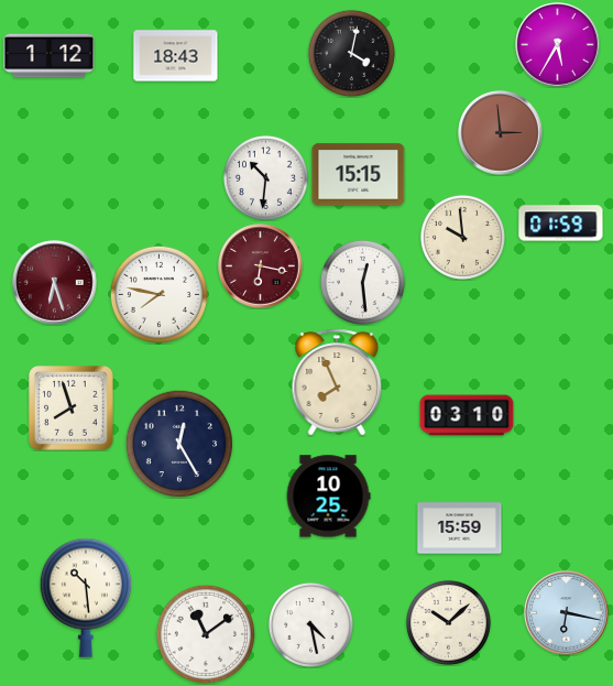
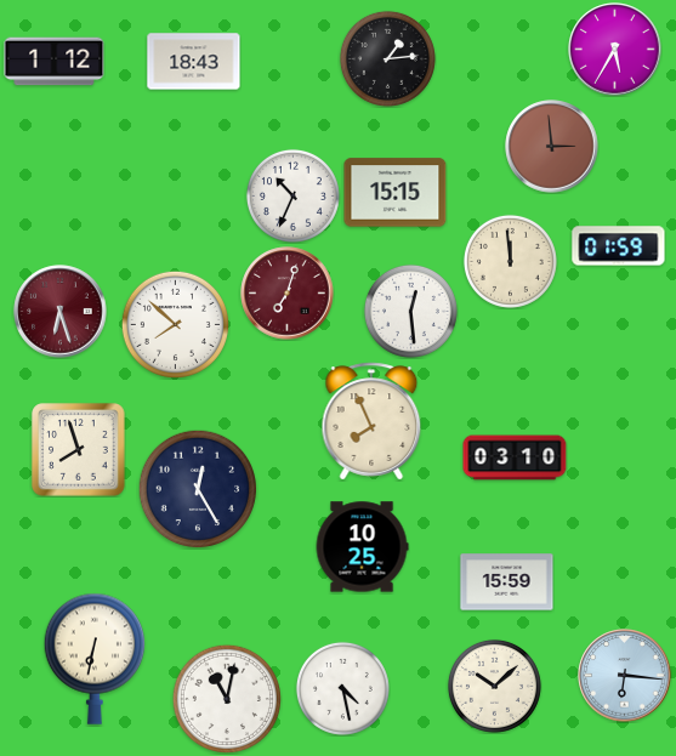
clock at (351, 53): 4:02 -> 1:14
clock at (265, 177): 10:31 -> 10:34
clock at (462, 237): 9:59 -> 11:59
clock at (261, 266): 6:17 -> 7:03
clock at (362, 282) position: (362, 282) -> (410, 311)
clock at (158, 294): 7:47 -> 7:52
clock at (86, 598): 10:29 -> 6:32
clock at (567, 613): 6:17 -> 6:16
clock at (206, 634): 11:09 -> 11:02
